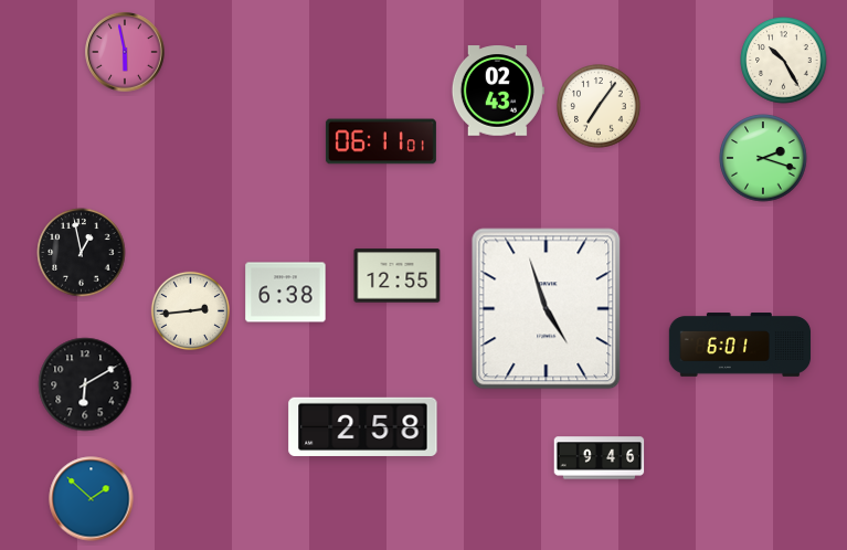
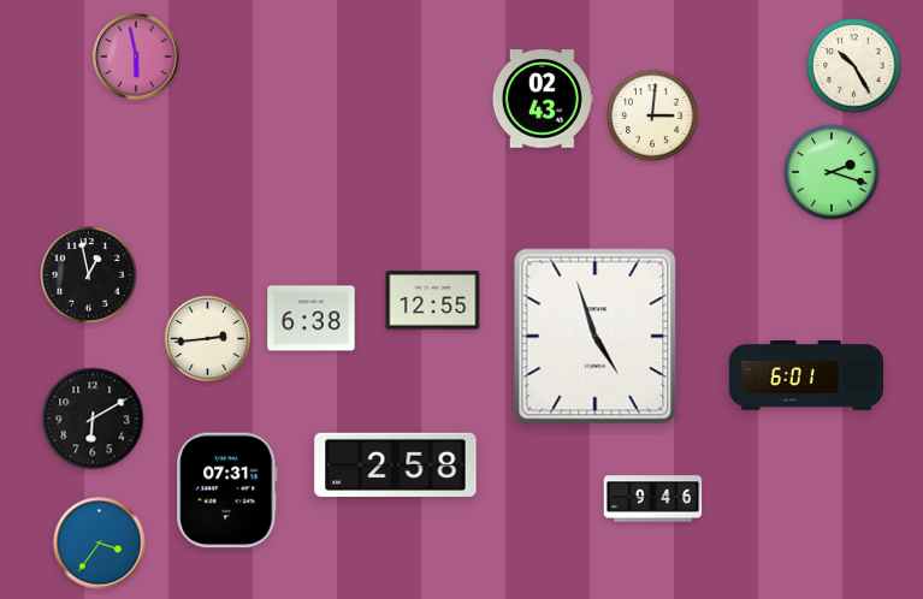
clock at (600, 107): 7:06 -> 3:01
clock at (381, 141): 06:11 -> none
clock at (227, 491): none -> 07:31
clock at (92, 499): 1:52 -> 3:36
